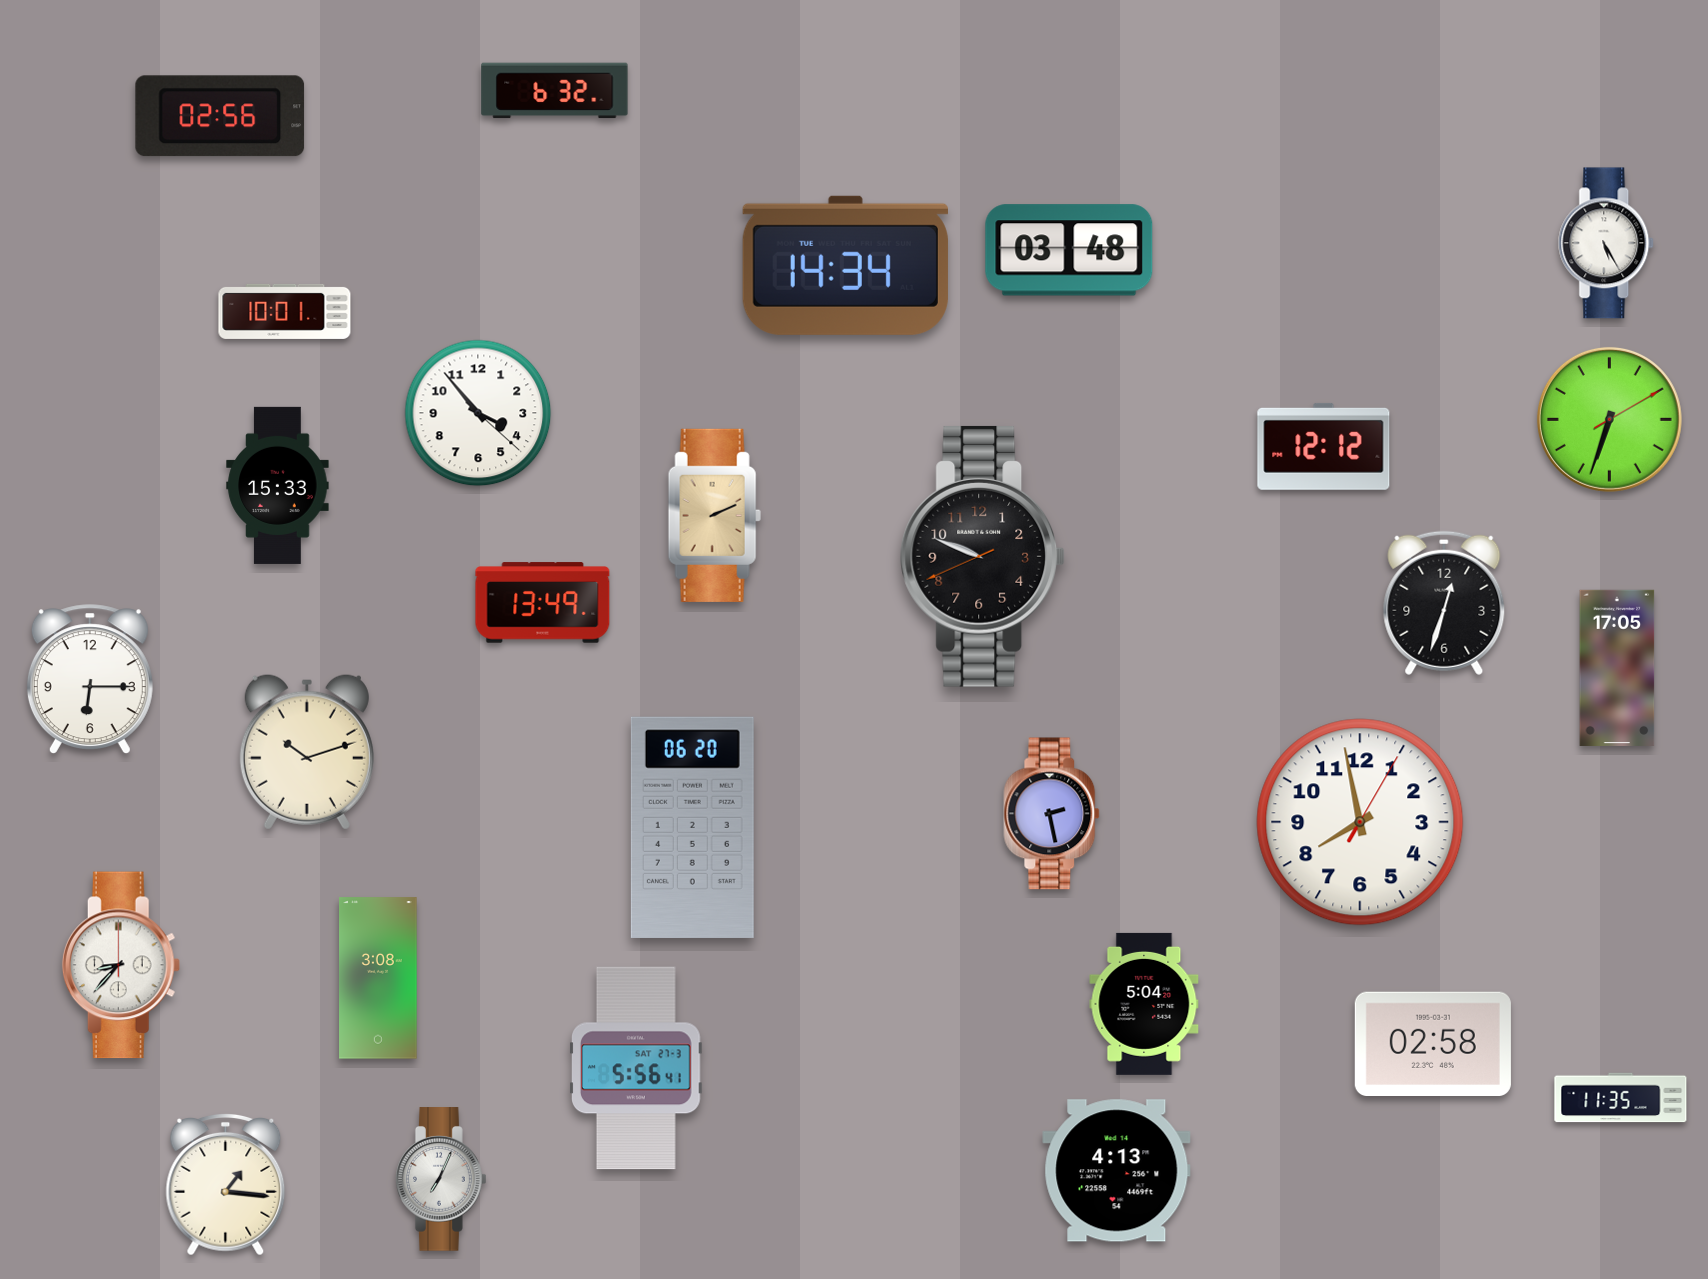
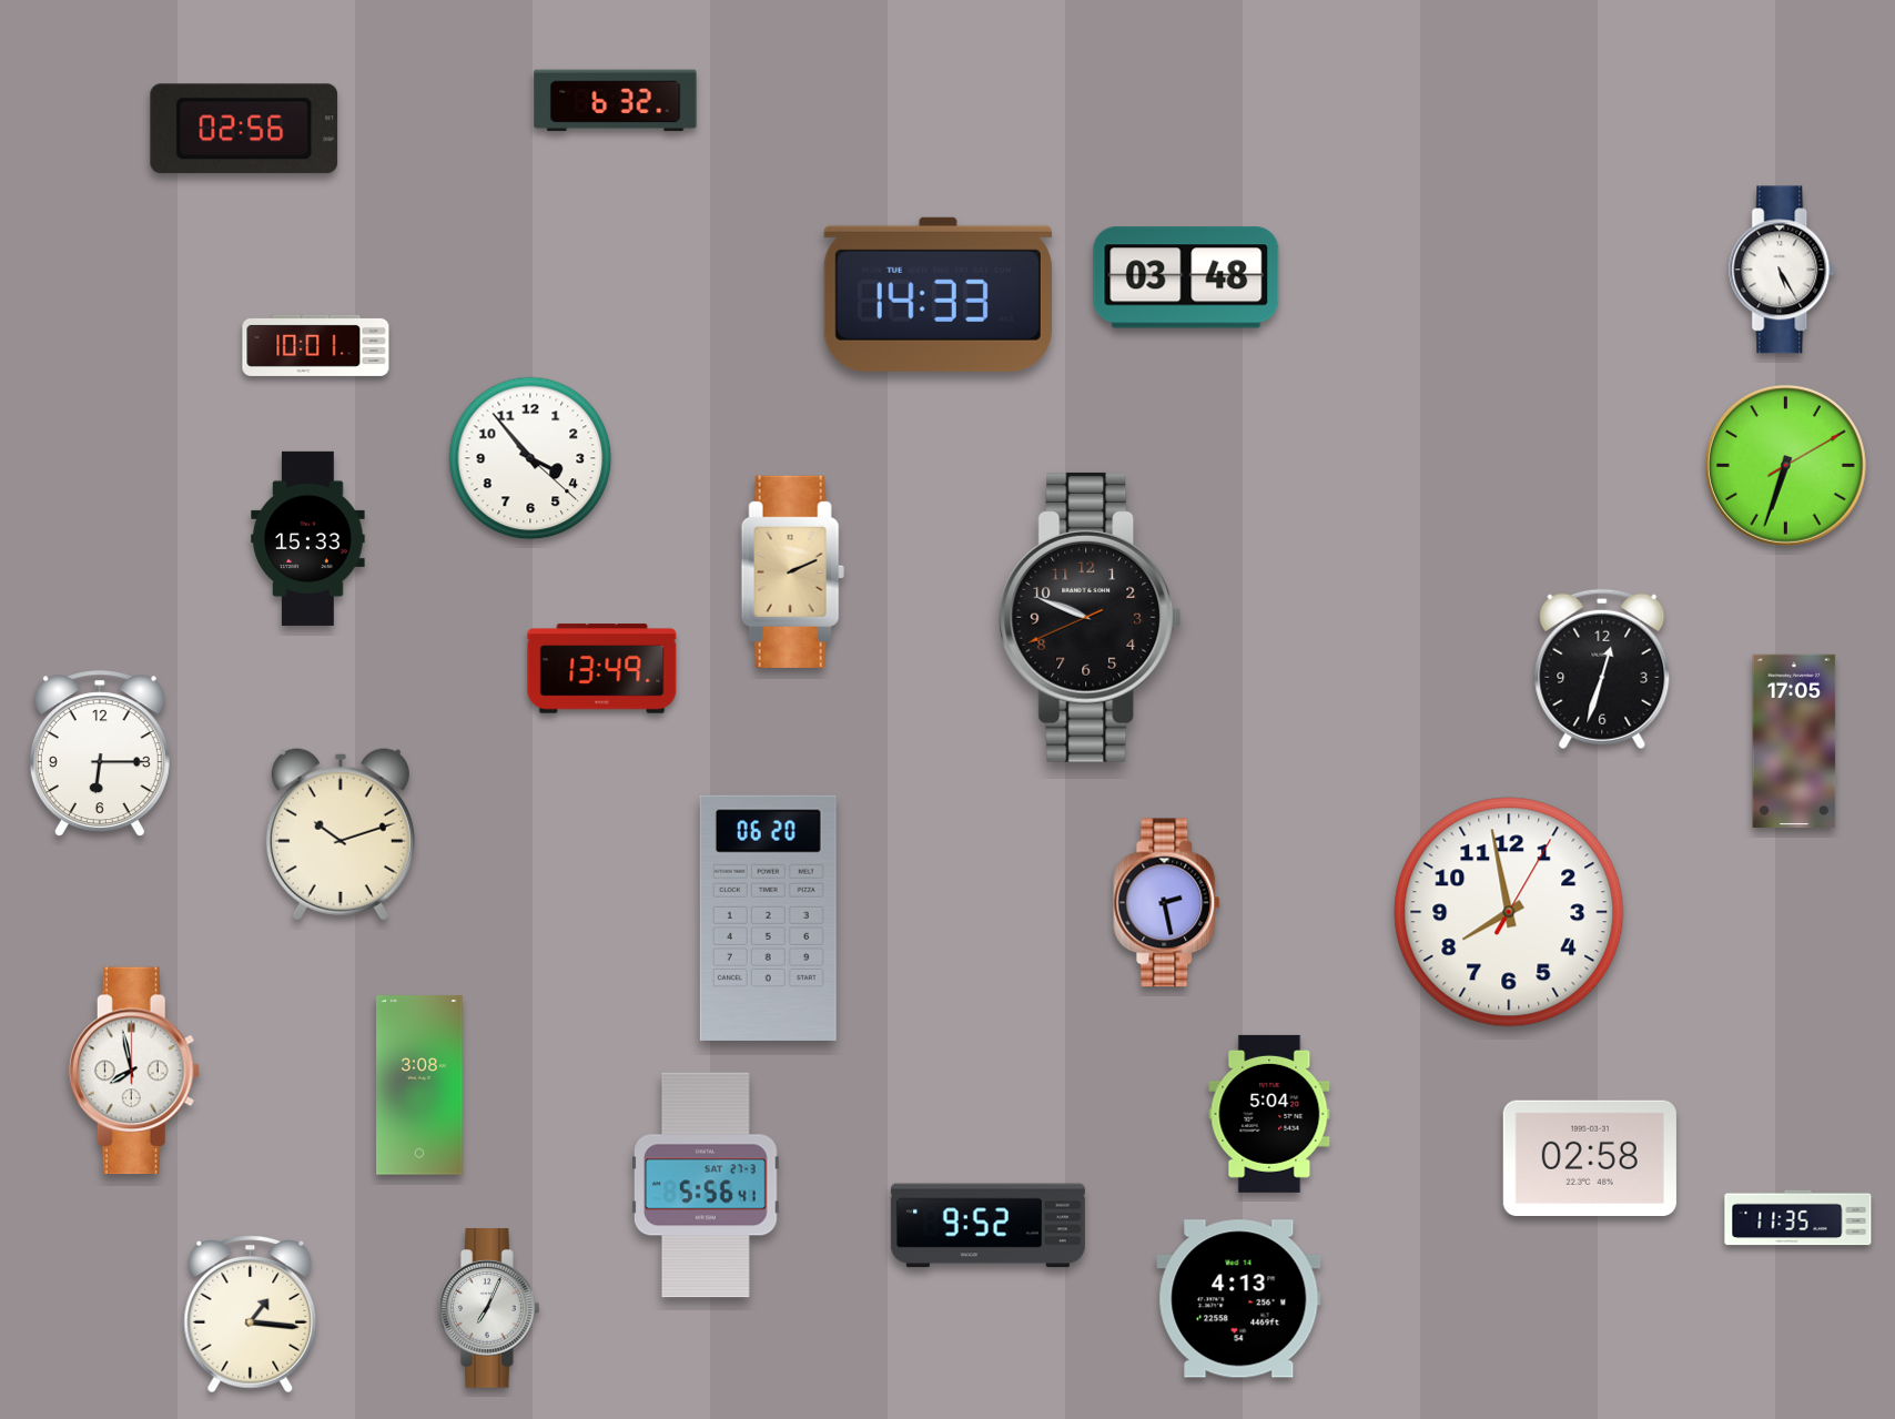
clock at (845, 265): 14:34 -> 14:33
clock at (1324, 446): 12:12 -> none
clock at (121, 965): 8:37 -> 7:58
clock at (987, 1226): none -> 9:52
